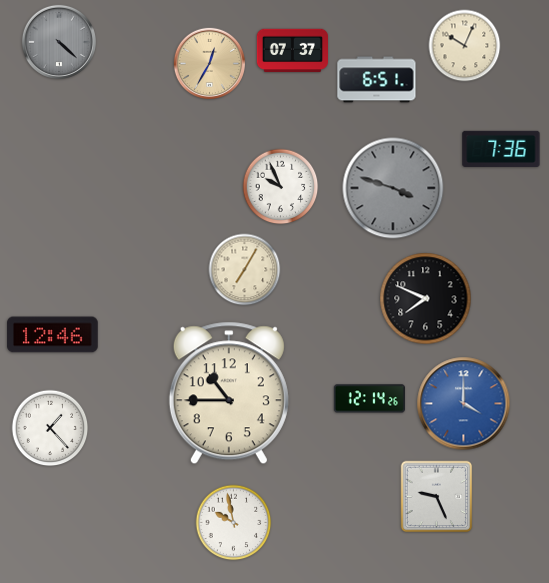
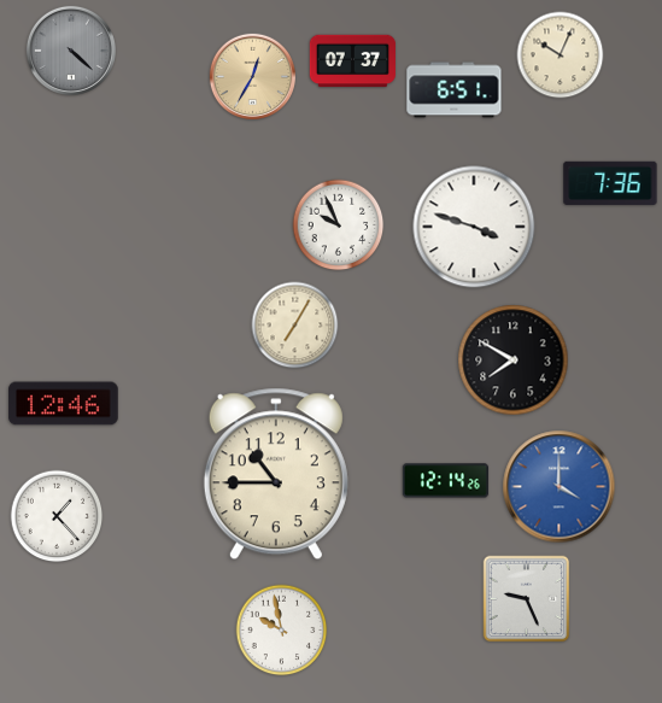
clock at (377, 80) position: (377, 80) -> (455, 90)
clock at (501, 149) position: (501, 149) -> (610, 183)
clock at (393, 188) dial: grey -> white
clock at (426, 299): 7:49 -> 7:50
clock at (50, 428) position: (50, 428) -> (57, 516)
